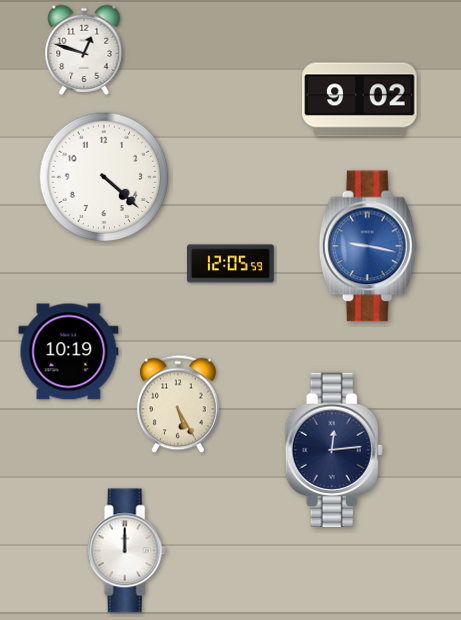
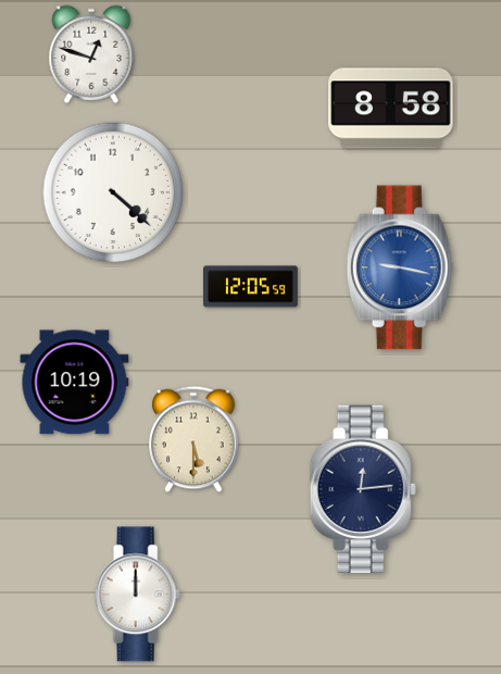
clock at (360, 100): 9:02 -> 8:58
clock at (178, 404): 5:25 -> 5:30
clock at (126, 551) position: (126, 551) -> (137, 595)
